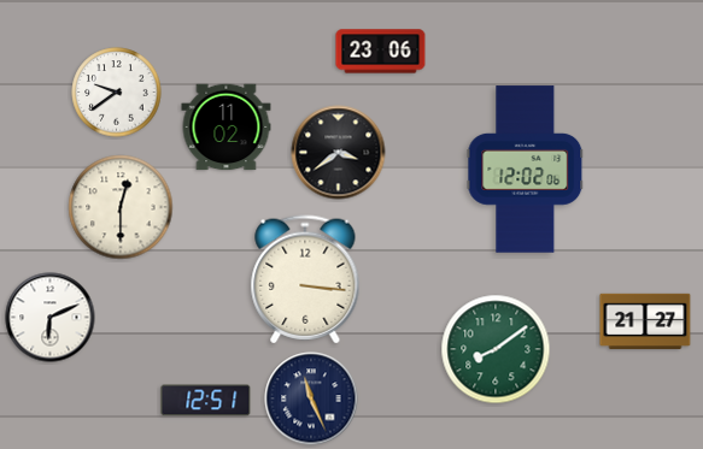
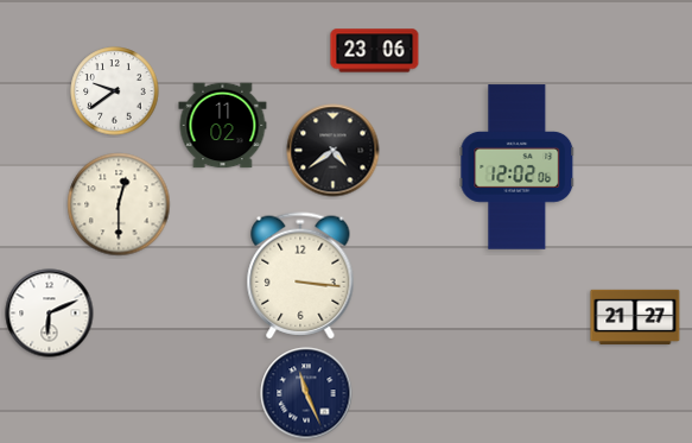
clock at (339, 153): 3:39 -> 4:39
clock at (496, 349): 8:09 -> none
clock at (206, 401): 12:51 -> none
